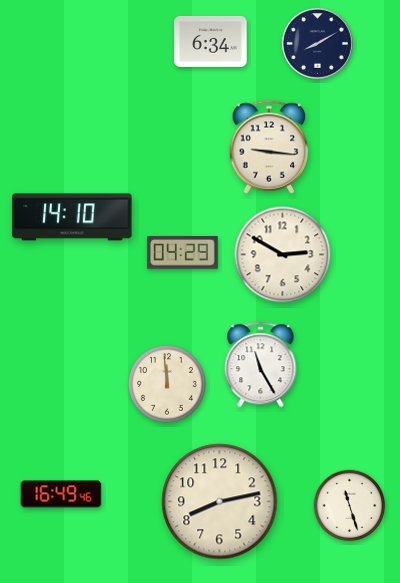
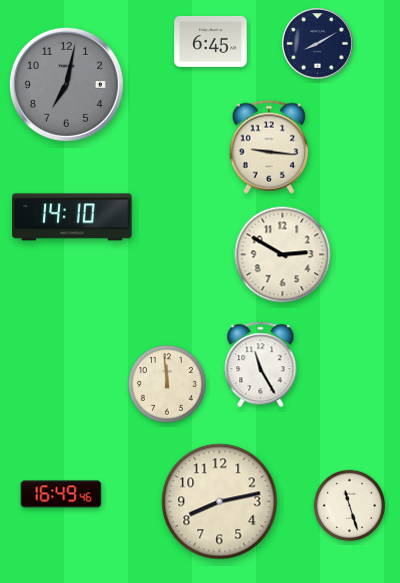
clock at (211, 41): 6:34 -> 6:45
clock at (66, 84): none -> 7:02
clock at (182, 253): 04:29 -> none
